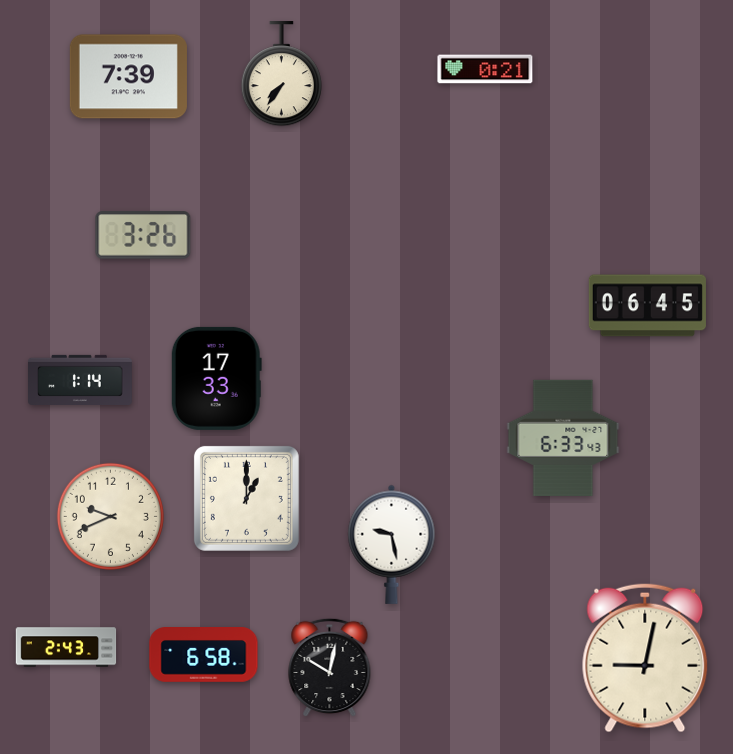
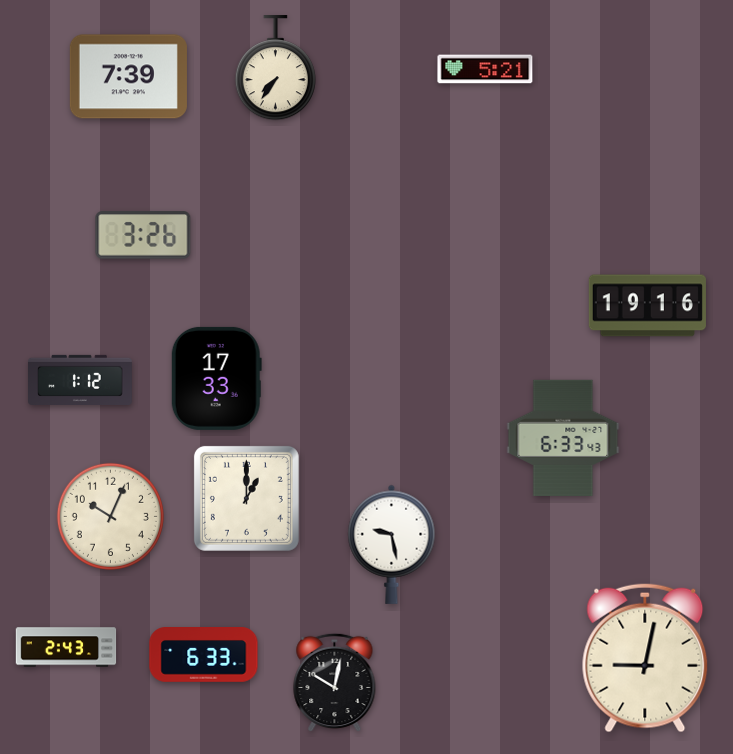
clock at (485, 69): 0:21 -> 5:21
clock at (281, 74) position: (281, 74) -> (275, 68)
clock at (647, 306): 06:45 -> 19:16
clock at (81, 380): 1:14 -> 1:12
clock at (110, 516): 9:41 -> 10:04
clock at (204, 655): 6:58 -> 6:33
clock at (330, 668) position: (330, 668) -> (335, 683)
